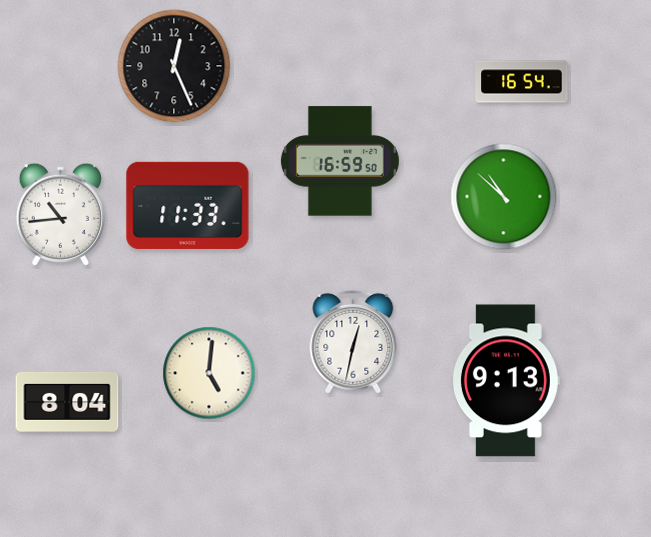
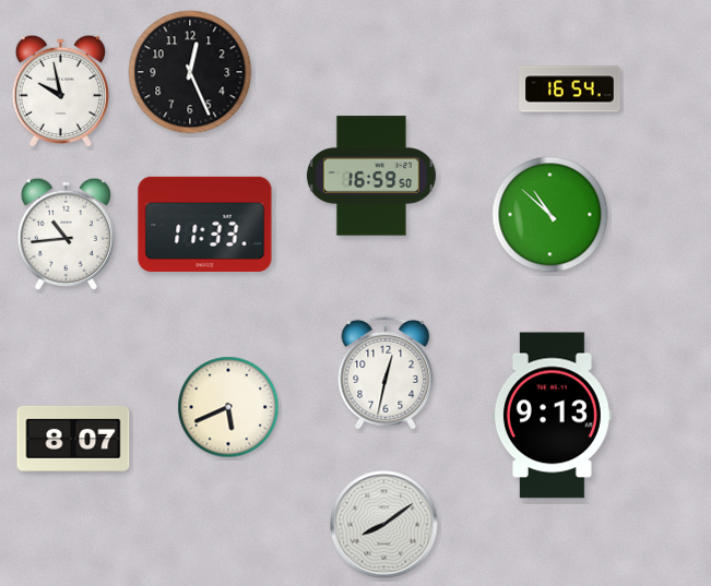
clock at (60, 91): none -> 9:58
clock at (209, 373): 5:01 -> 5:41
clock at (67, 402): 8:04 -> 8:07
clock at (384, 525): none -> 8:09
